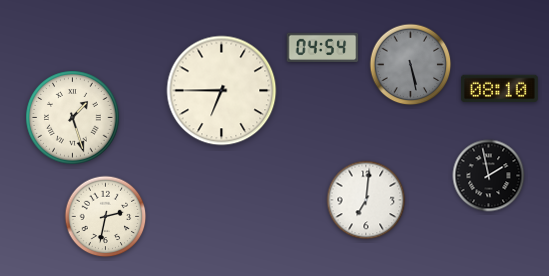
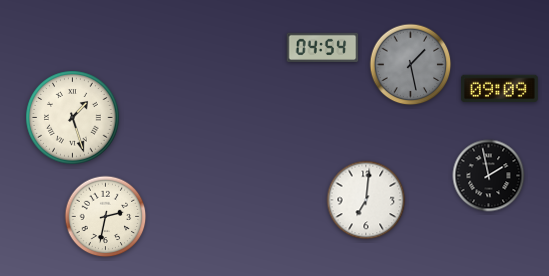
clock at (411, 65): 5:28 -> 1:28
clock at (500, 89): 08:10 -> 09:09
clock at (222, 91): 6:45 -> none
